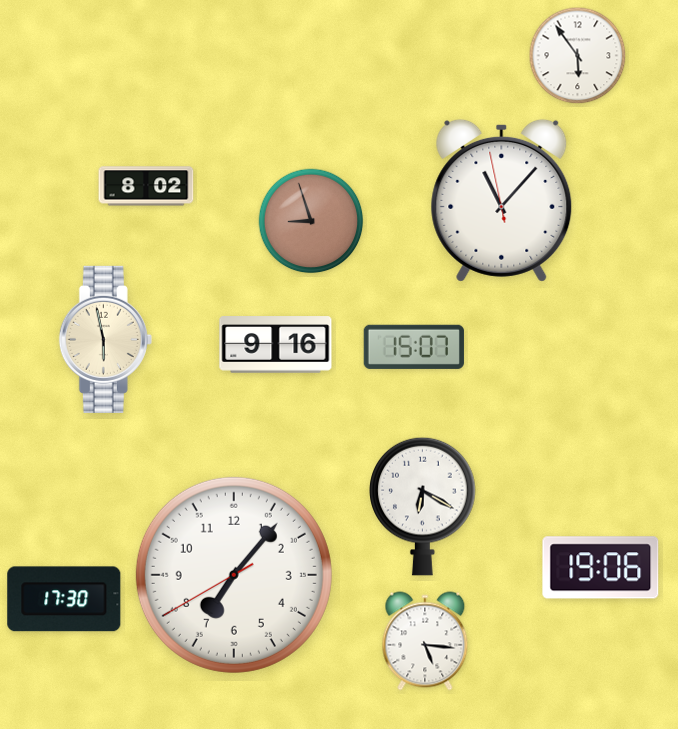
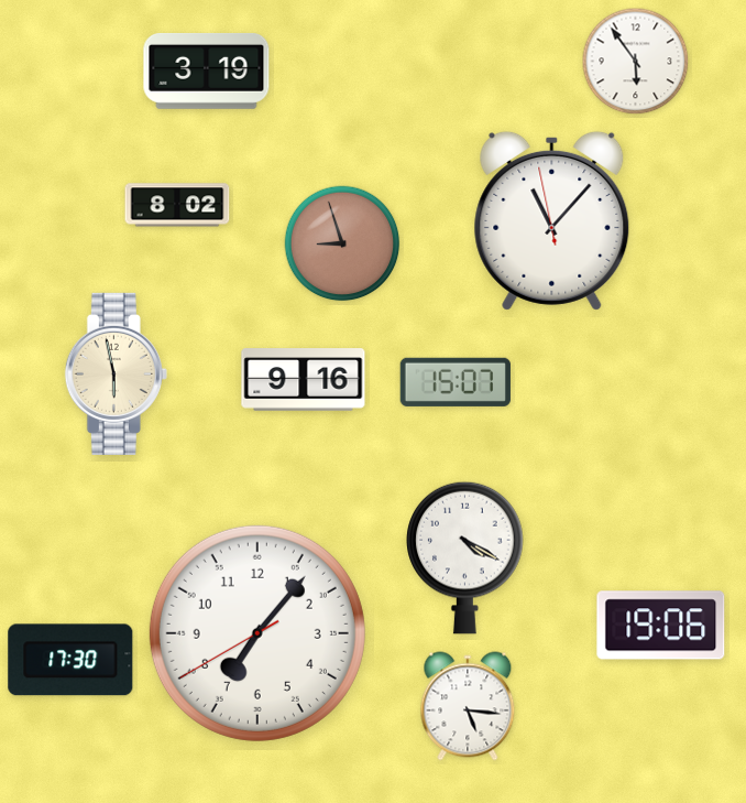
clock at (207, 70): none -> 3:19
clock at (146, 186) position: (146, 186) -> (177, 205)
clock at (423, 506): 6:20 -> 4:20
